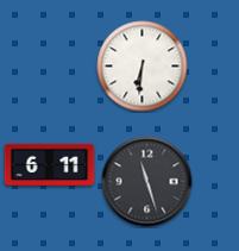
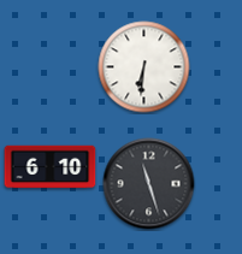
clock at (50, 165): 6:11 -> 6:10
